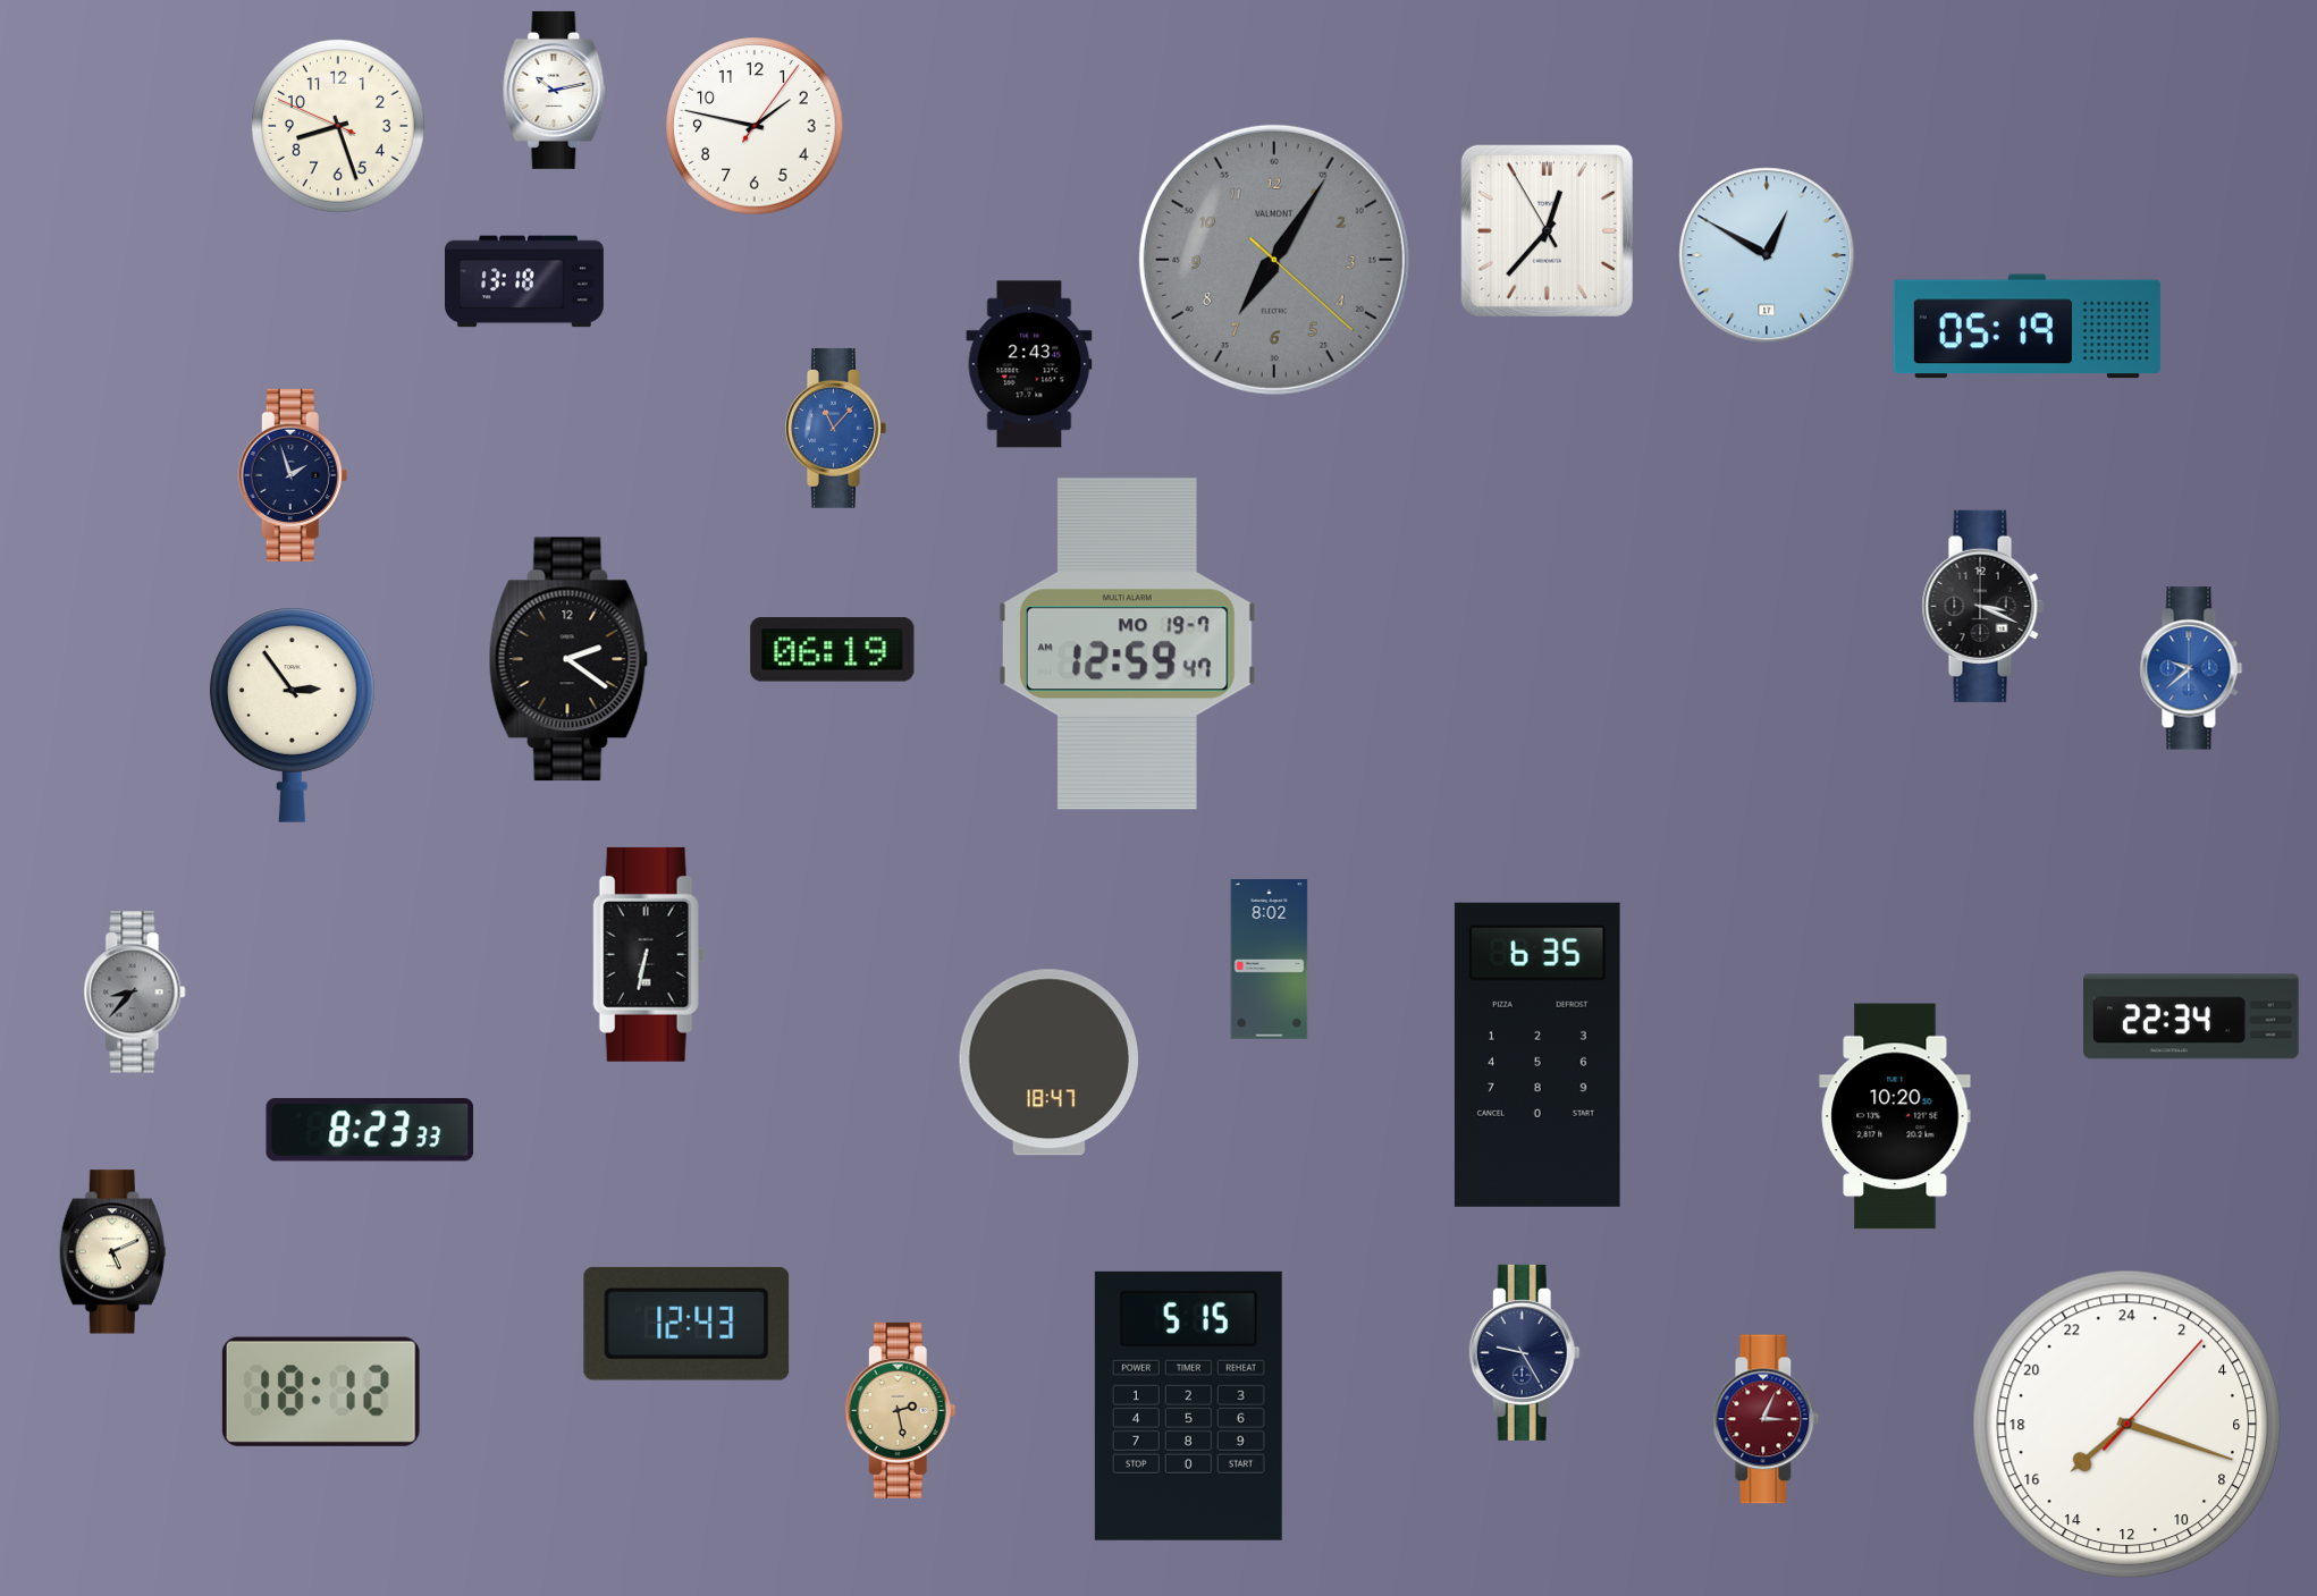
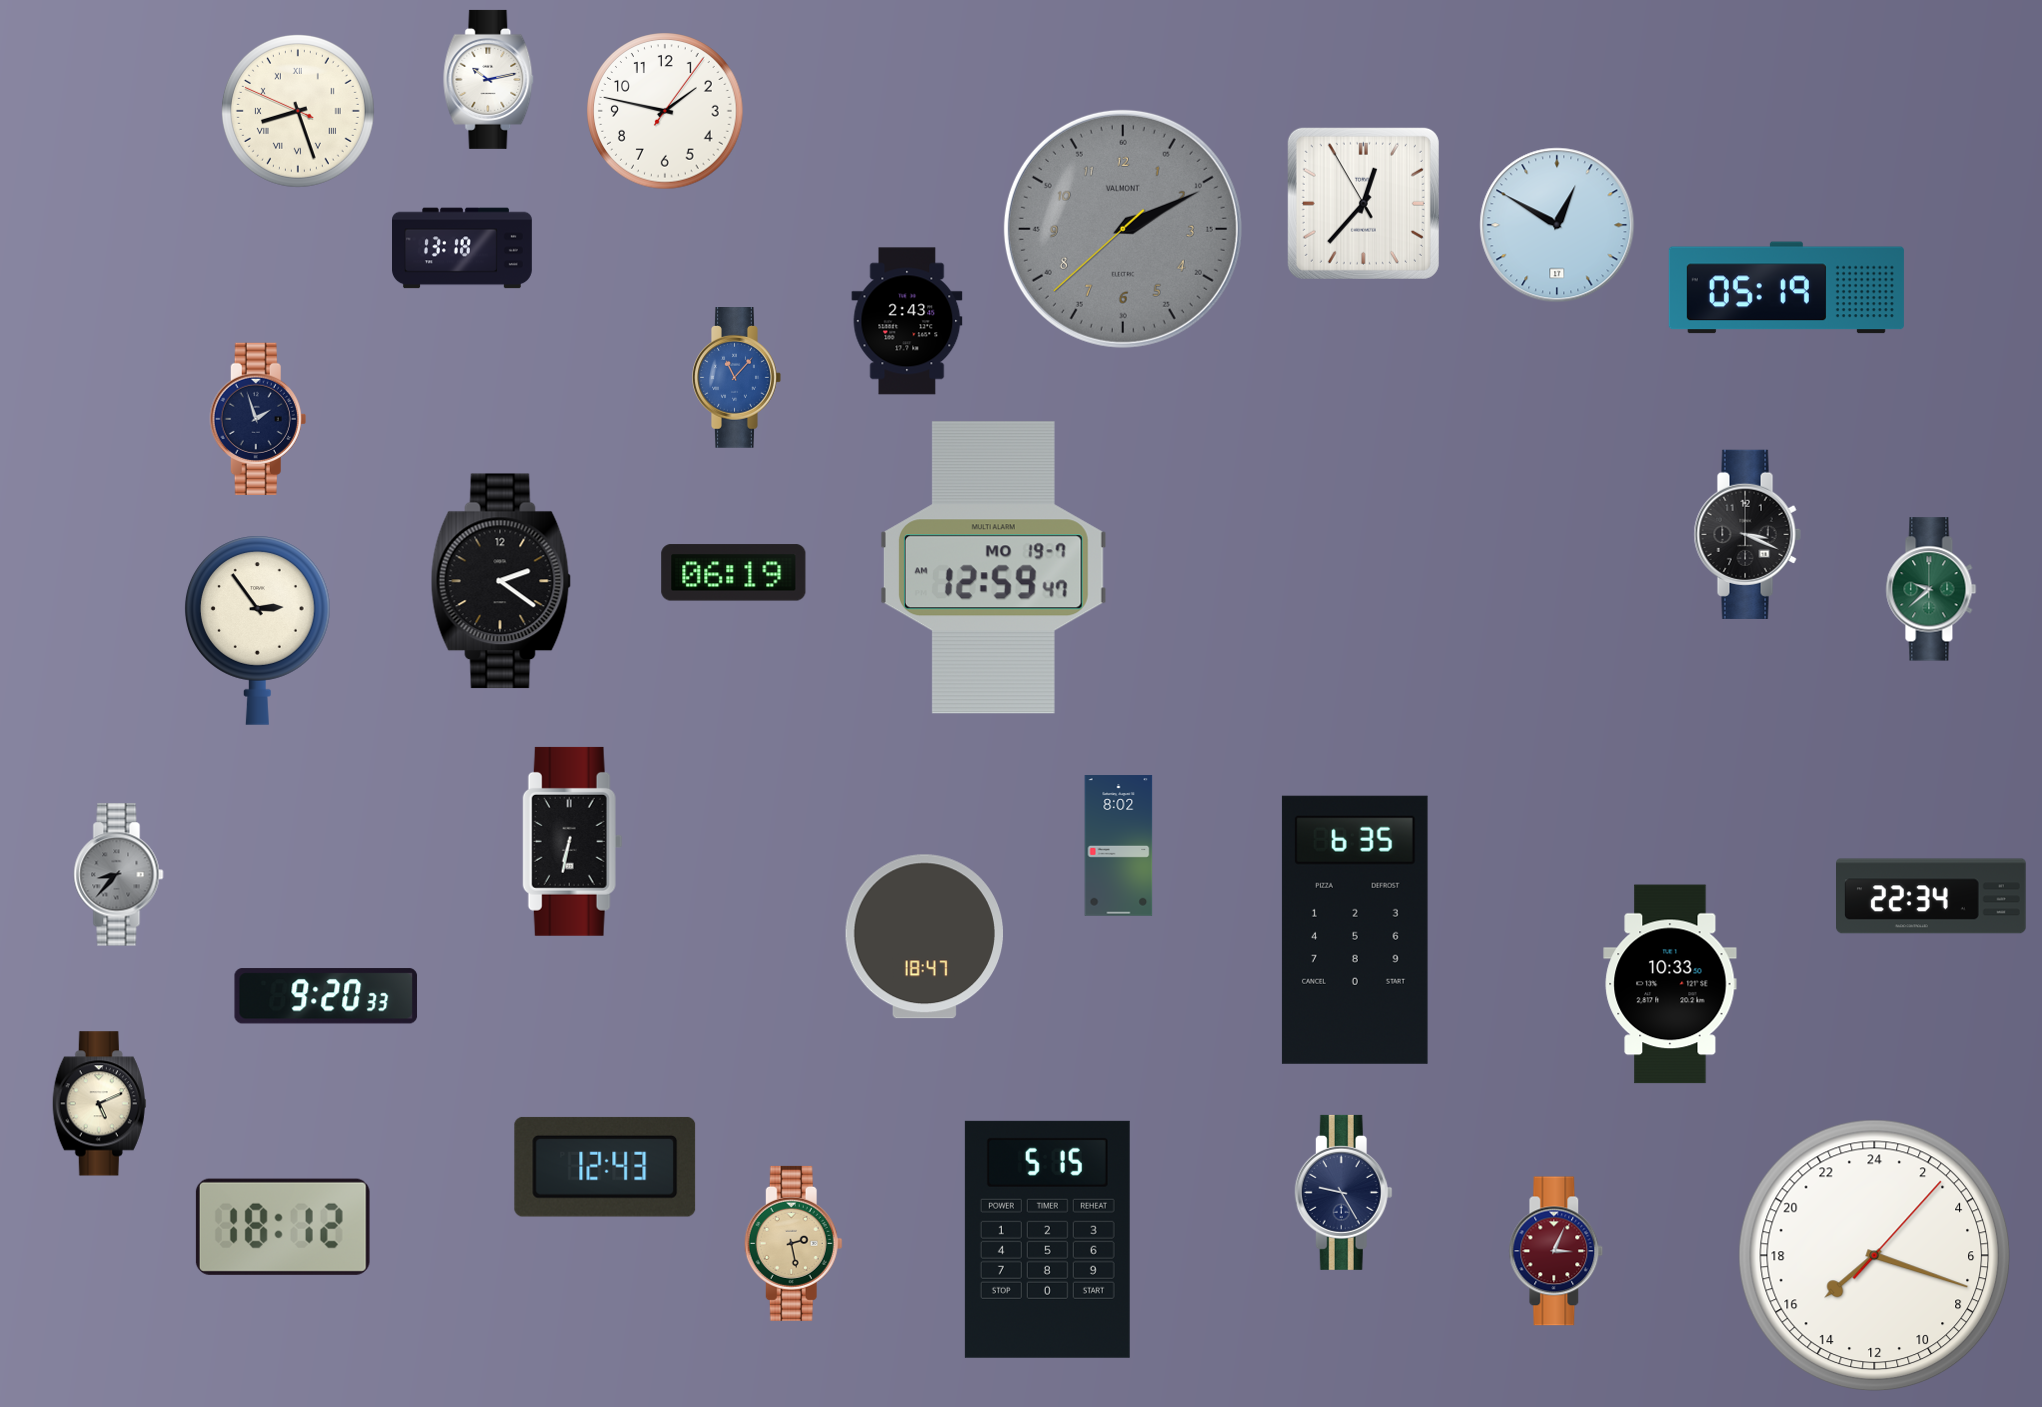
clock at (338, 126) numerals: Arabic -> Roman
clock at (1274, 260): 7:05 -> 2:10
clock at (2191, 668) dial: blue -> green
clock at (1895, 1116): 10:20 -> 10:33
clock at (370, 1130): 8:23 -> 9:20
